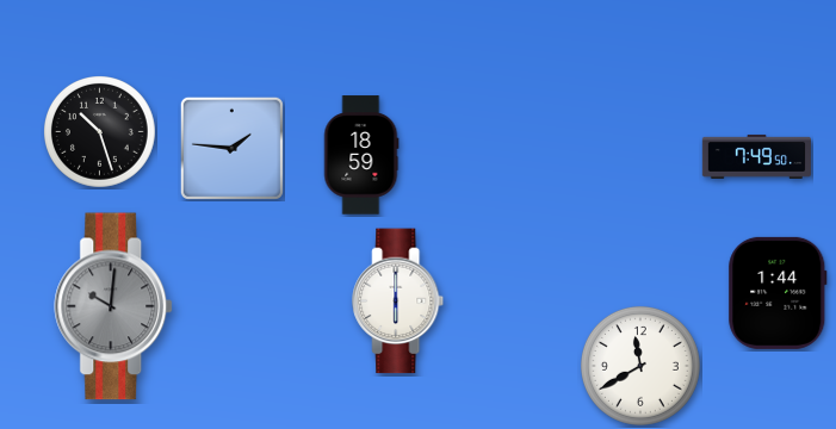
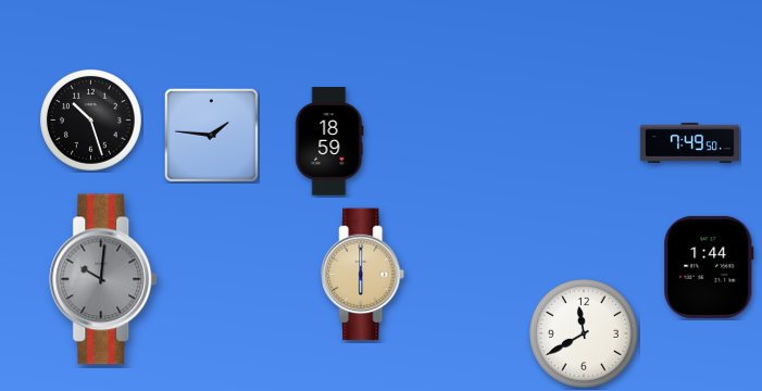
clock at (398, 301) dial: white -> champagne
